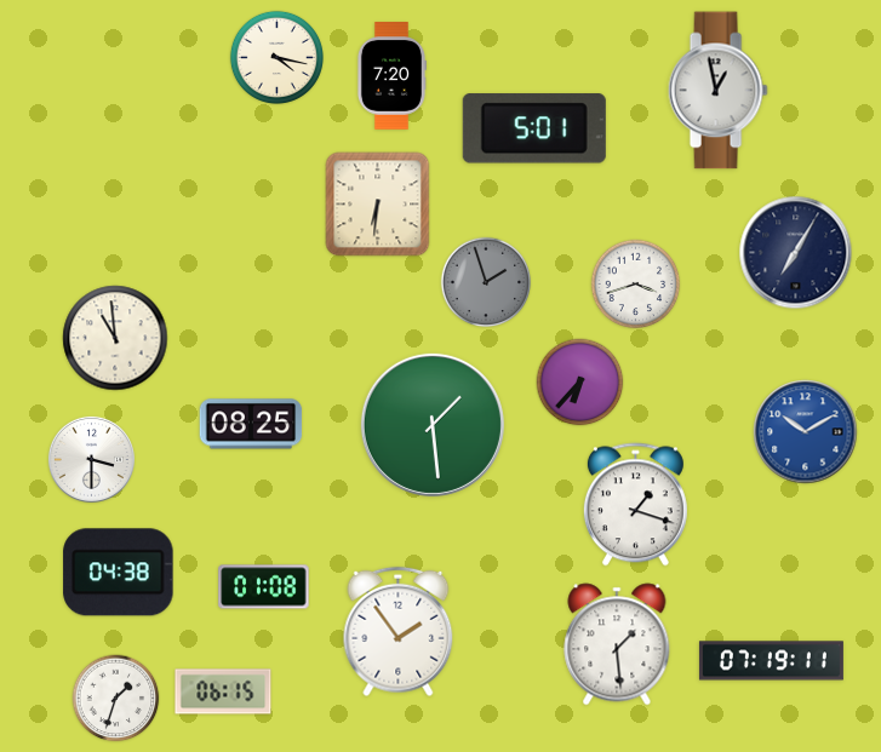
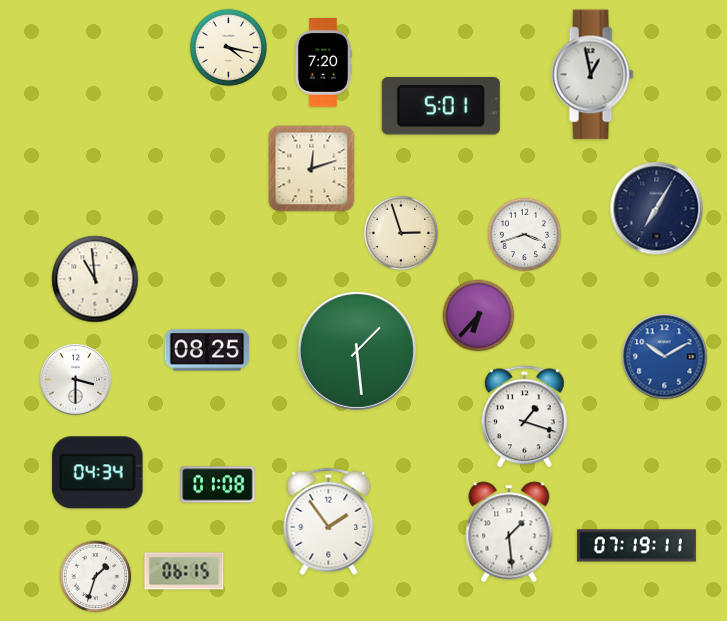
clock at (378, 205): 6:31 -> 12:12
clock at (486, 282): 1:57 -> 2:57
clock at (486, 282) dial: grey -> cream
clock at (119, 573): 04:38 -> 04:34
